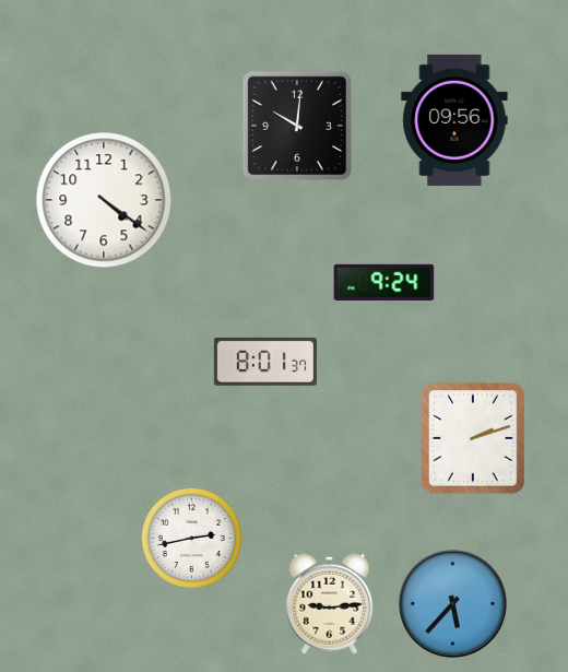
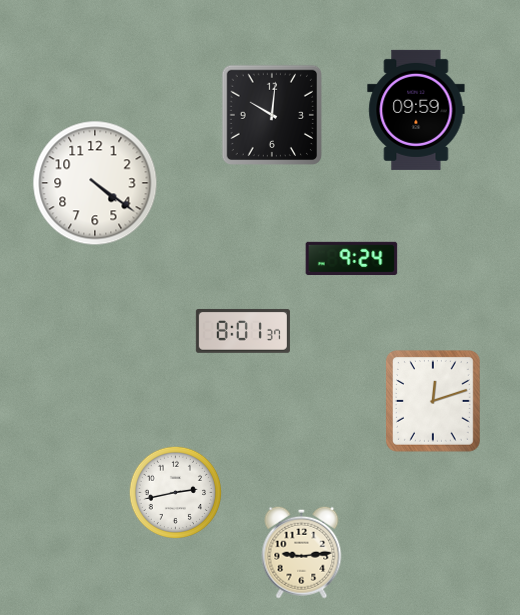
clock at (454, 120): 09:56 -> 09:59
clock at (473, 439): 2:12 -> 12:12
clock at (453, 604): 5:37 -> none
